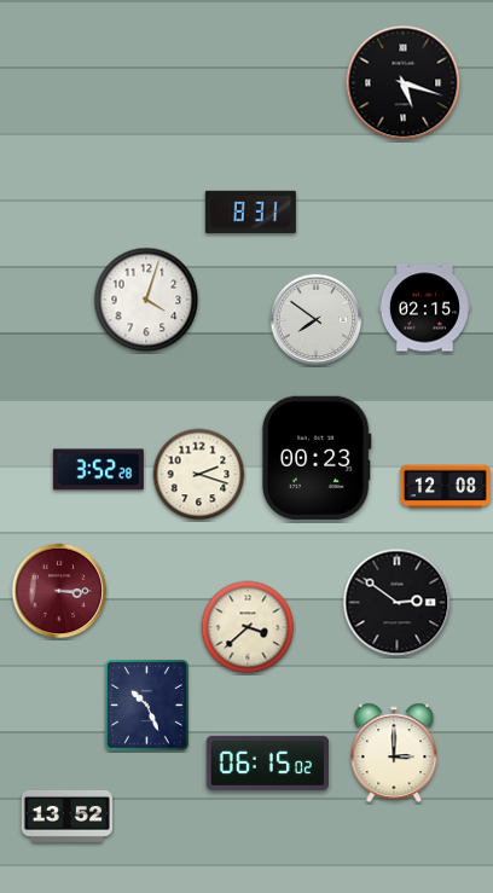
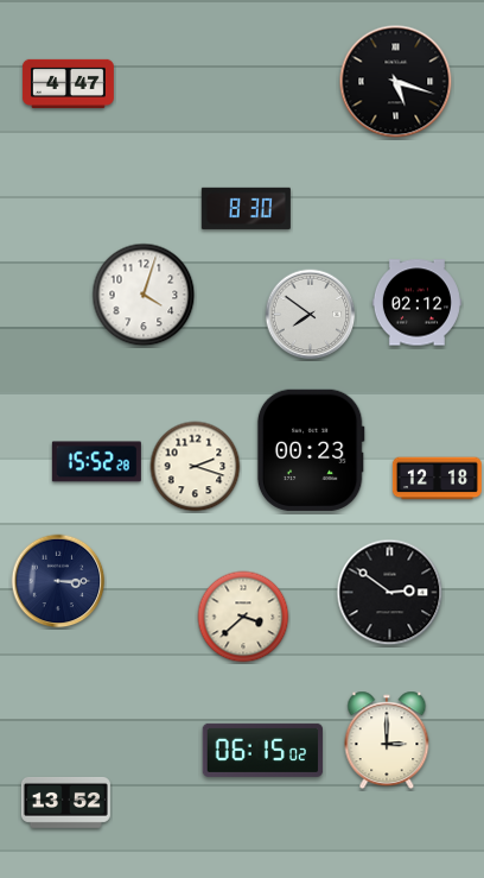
clock at (68, 83): none -> 4:47
clock at (250, 211): 8:31 -> 8:30
clock at (424, 308): 02:15 -> 02:12
clock at (98, 470): 3:52 -> 15:52
clock at (445, 487): 12:08 -> 12:18
clock at (59, 591) dial: burgundy -> navy
clock at (147, 706): 10:26 -> none
